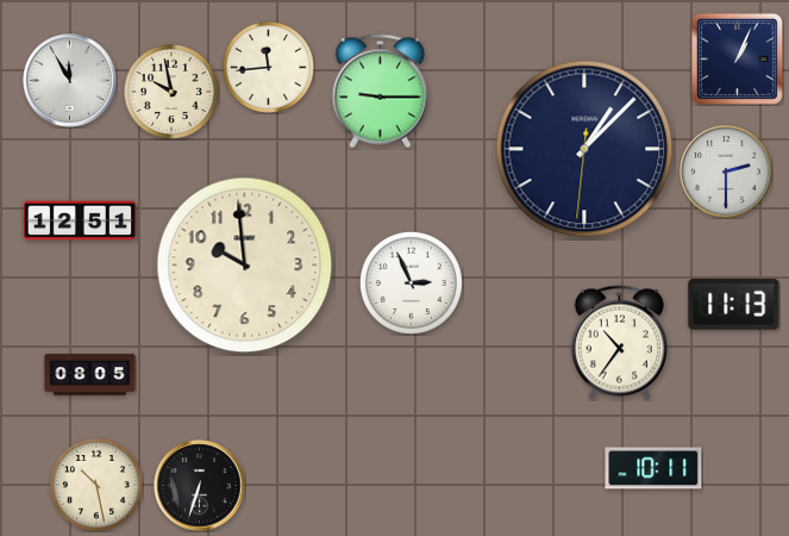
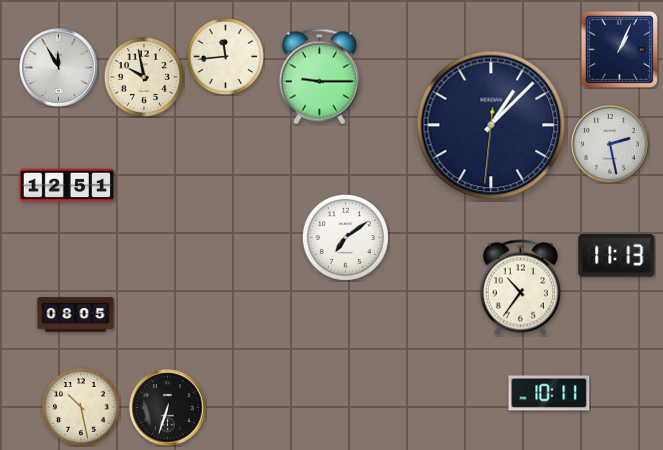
clock at (726, 172): 2:30 -> 2:28
clock at (245, 266): 9:59 -> none
clock at (411, 282): 2:56 -> 7:09
